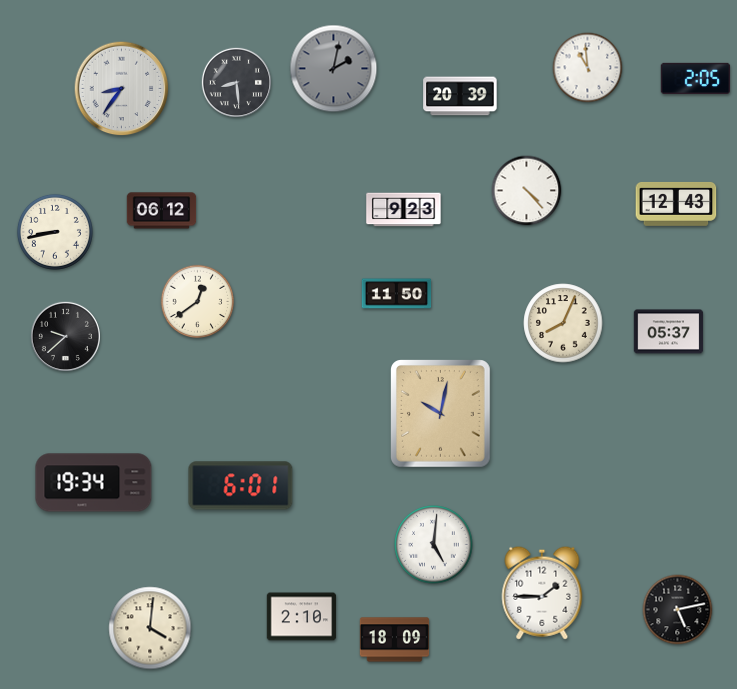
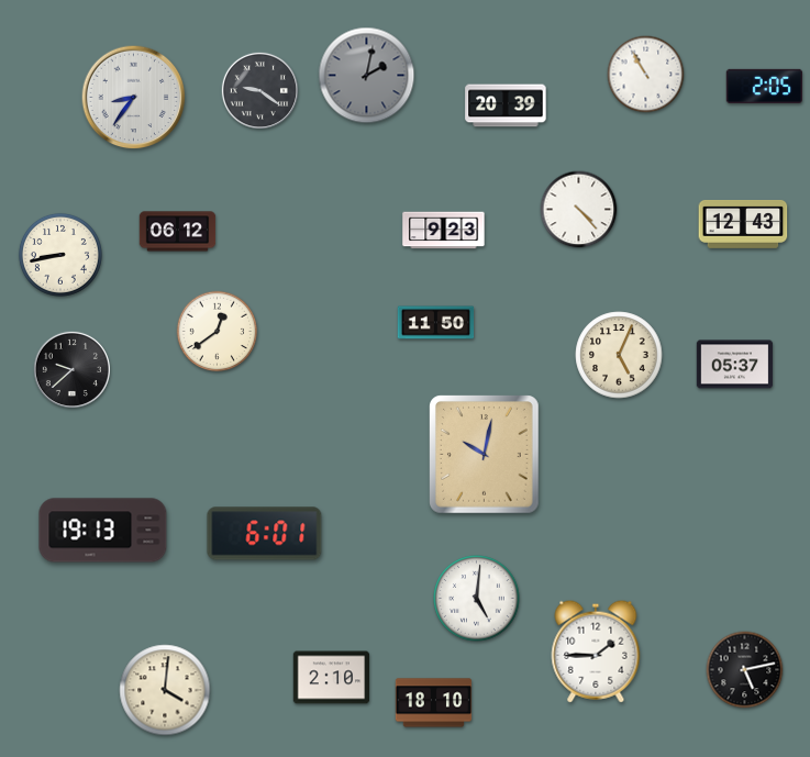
clock at (588, 68): 10:59 -> 10:55
clock at (236, 82): 8:29 -> 9:21
clock at (563, 323): 8:04 -> 5:04
clock at (94, 483): 19:34 -> 19:13
clock at (395, 640): 18:09 -> 18:10
